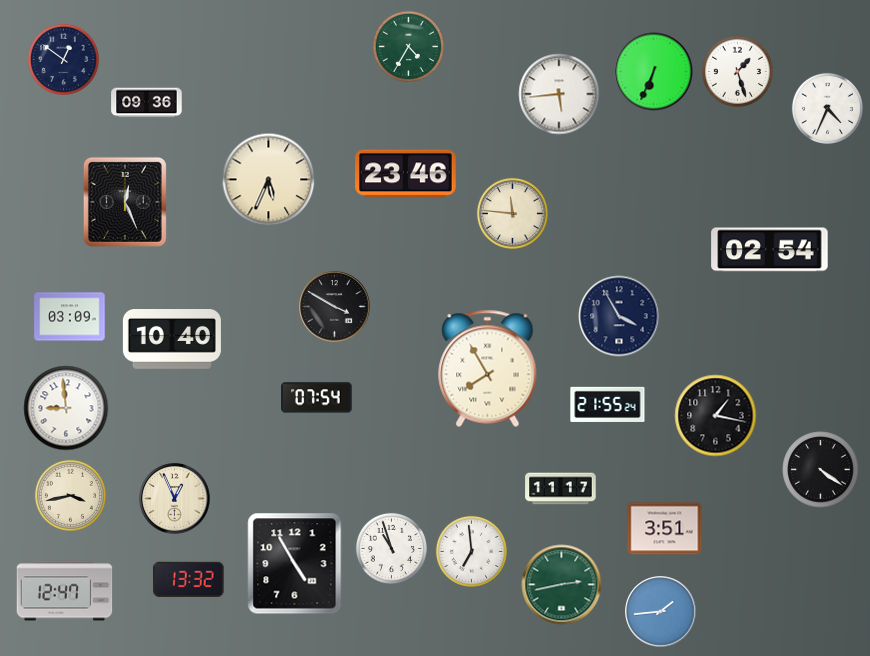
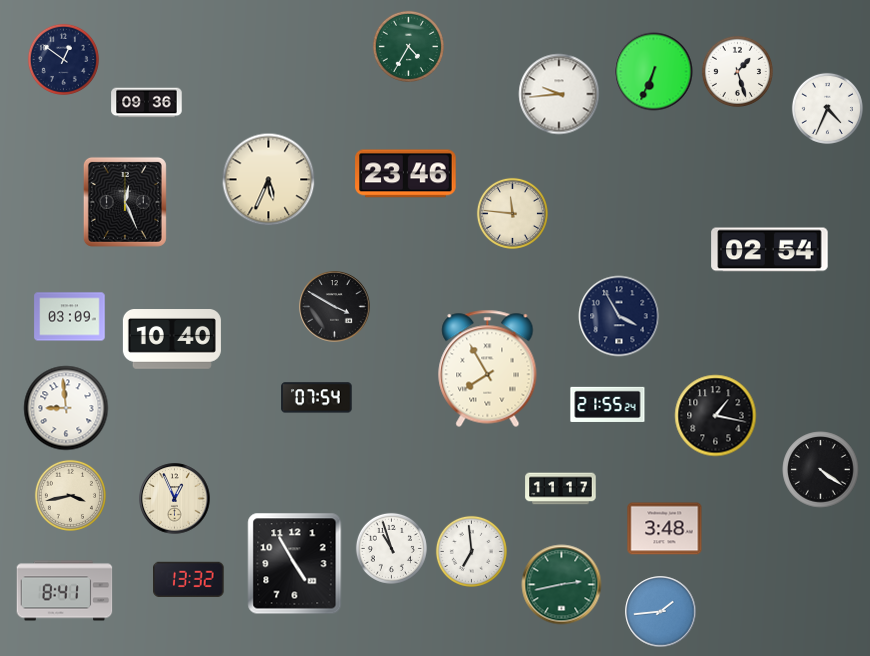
clock at (559, 94): 5:44 -> 9:44
clock at (665, 529): 3:51 -> 3:48
clock at (65, 591): 12:47 -> 8:41
